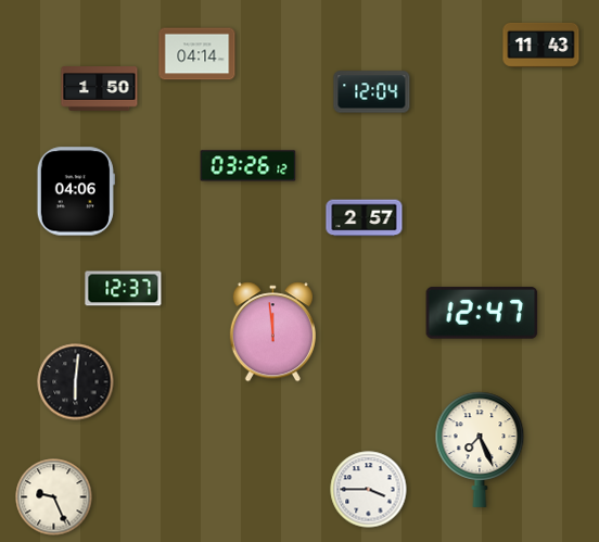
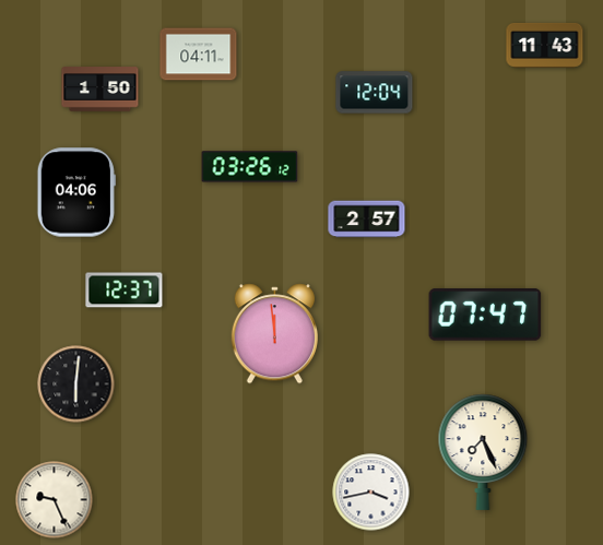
clock at (197, 54): 04:14 -> 04:11
clock at (482, 313): 12:47 -> 07:47
clock at (369, 490): 3:45 -> 3:43
